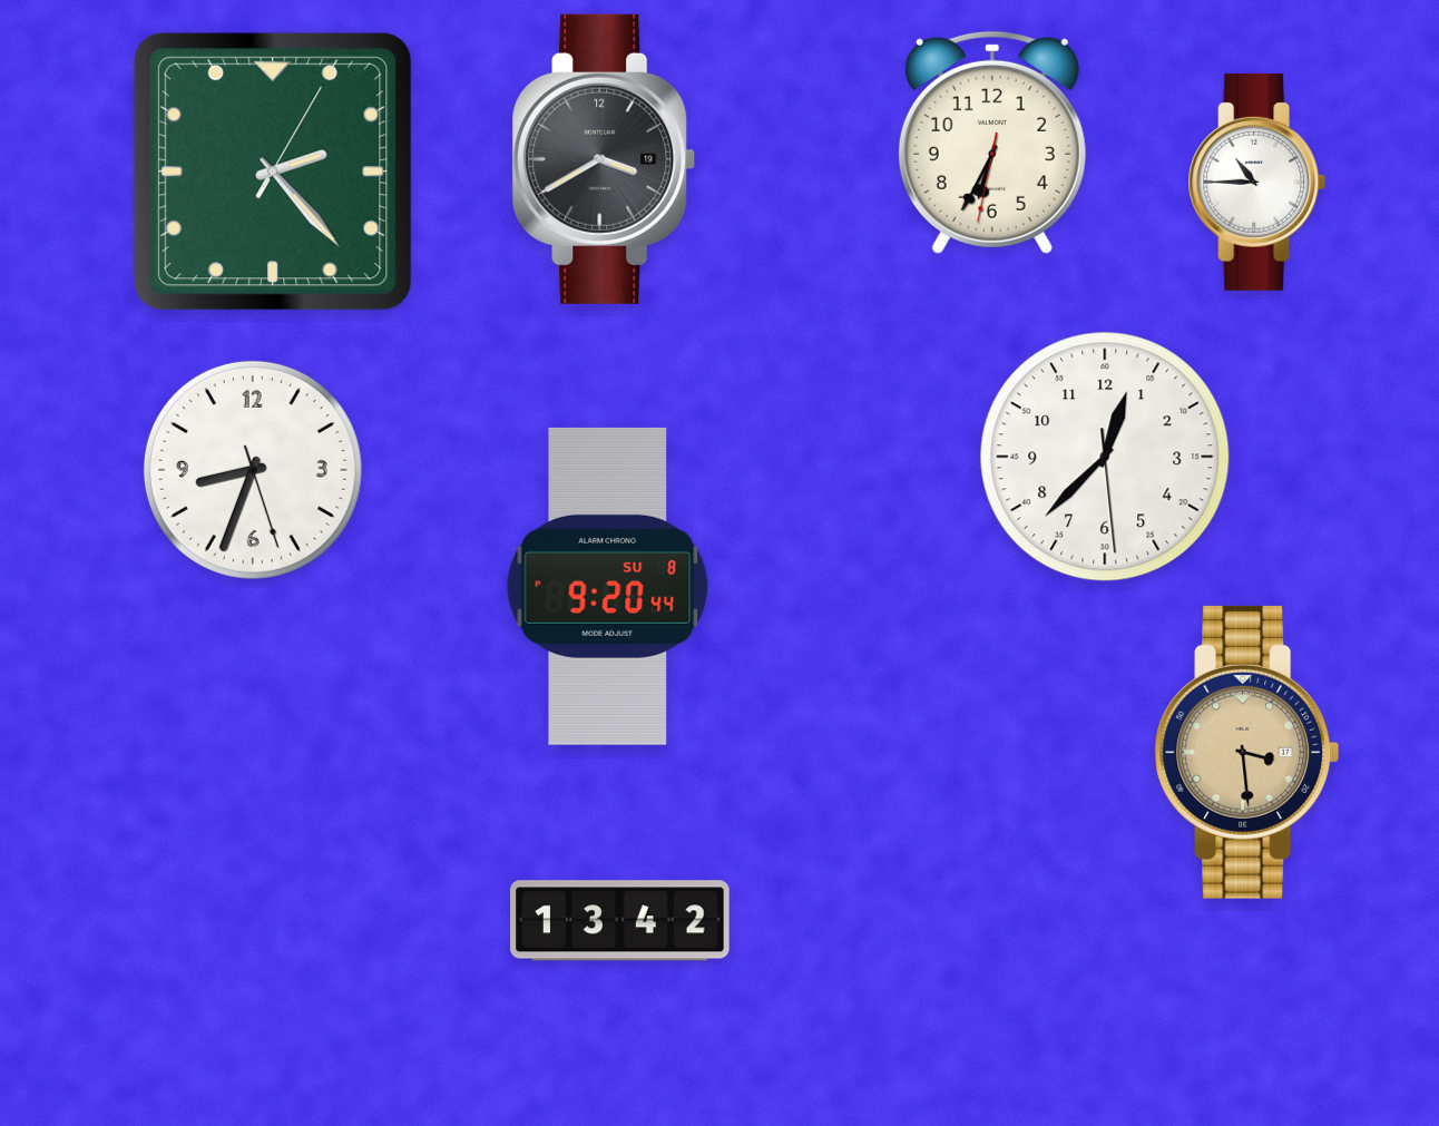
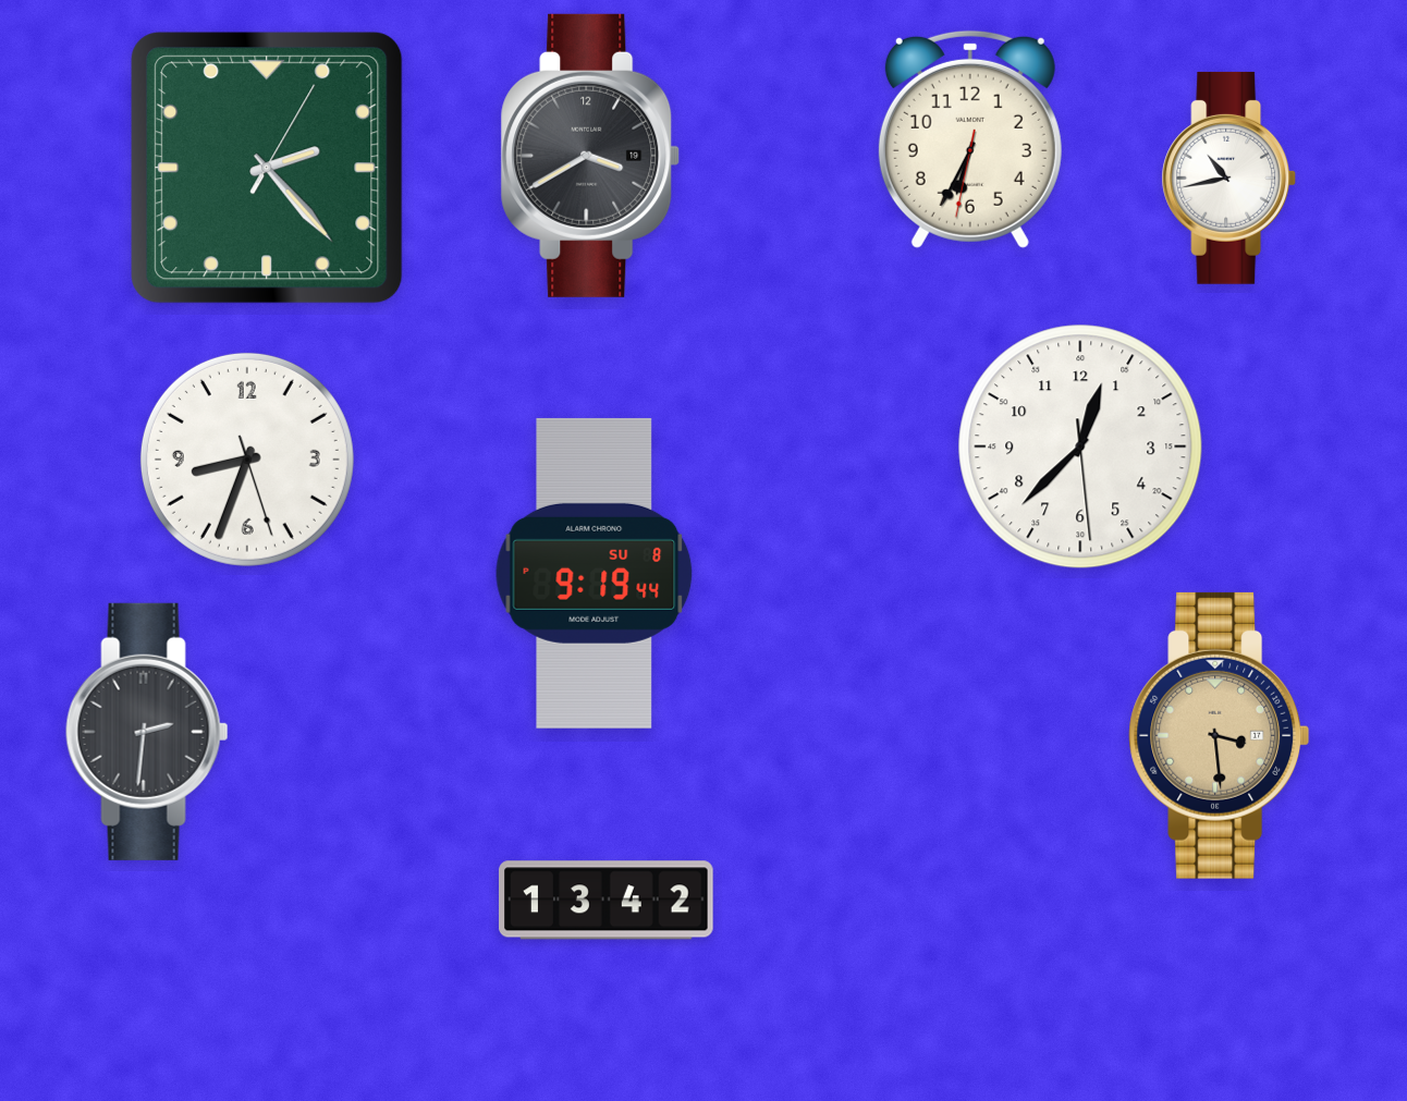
clock at (1257, 182): 10:45 -> 10:43
clock at (608, 586): 9:20 -> 9:19
clock at (147, 732): none -> 2:31
